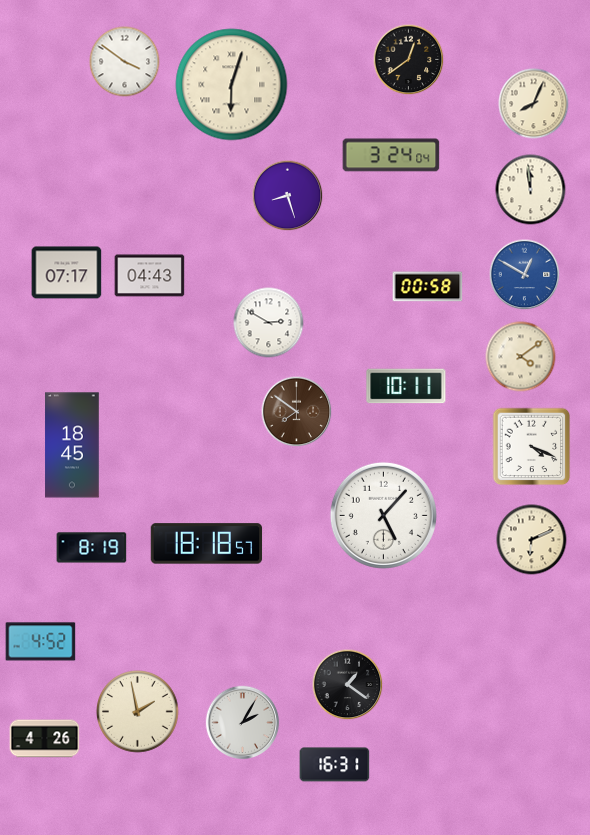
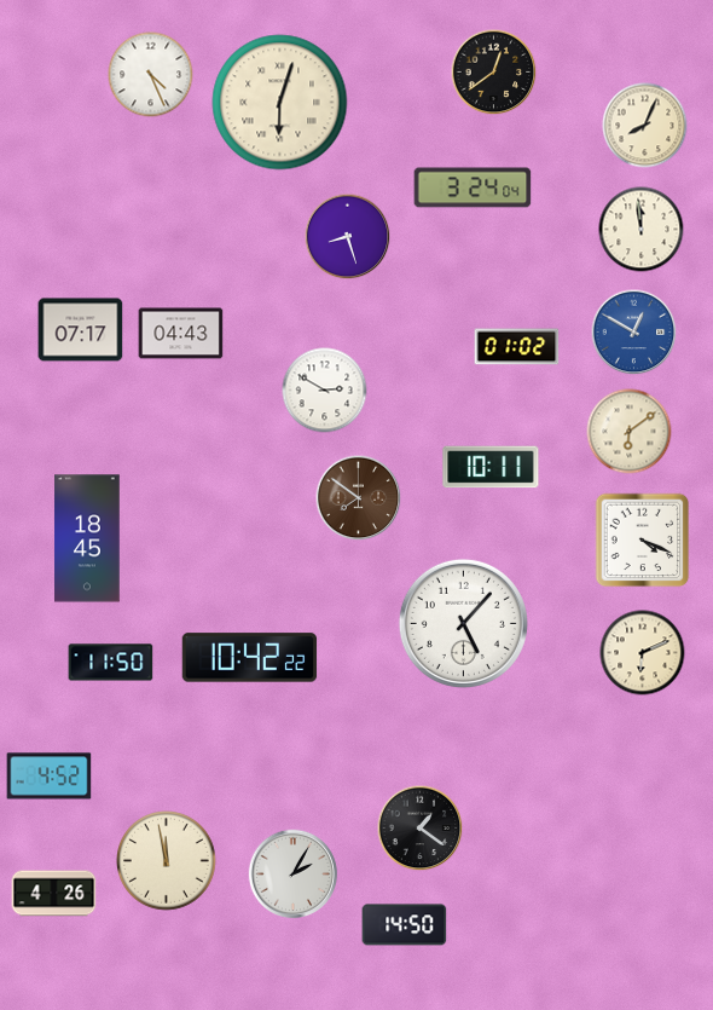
clock at (125, 62): 3:51 -> 4:26
clock at (428, 287): 00:58 -> 01:02
clock at (521, 357): 4:09 -> 6:09
clock at (207, 544): 18:18 -> 10:42
clock at (92, 548): 8:19 -> 11:50
clock at (138, 712): 1:58 -> 11:58
clock at (335, 765): 16:31 -> 14:50
